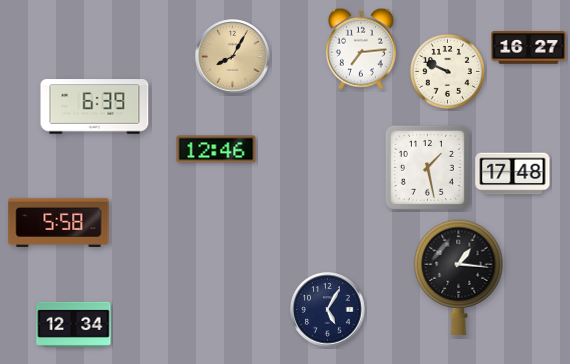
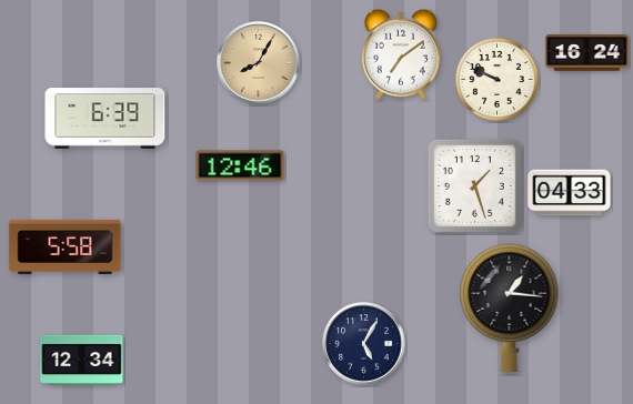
clock at (529, 48): 16:27 -> 16:24
clock at (361, 49): 7:14 -> 7:09
clock at (427, 167): 1:28 -> 1:27
clock at (513, 174): 17:48 -> 04:33
